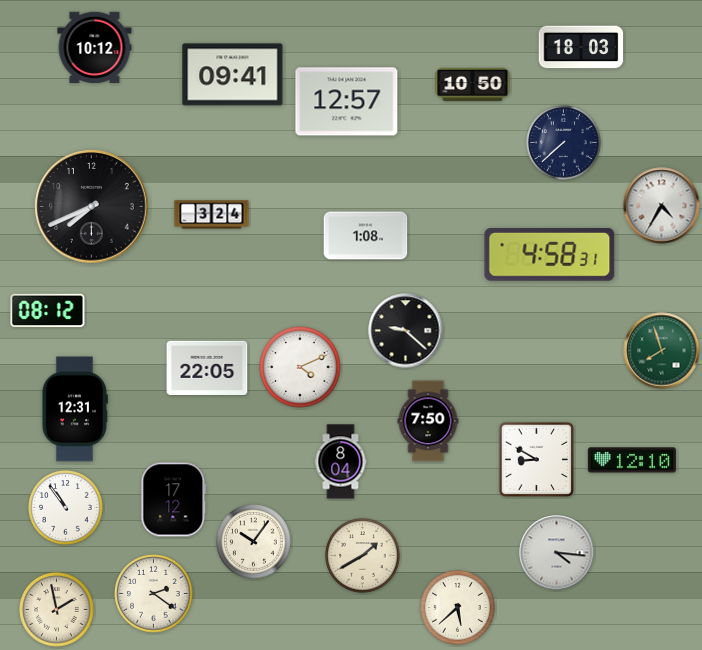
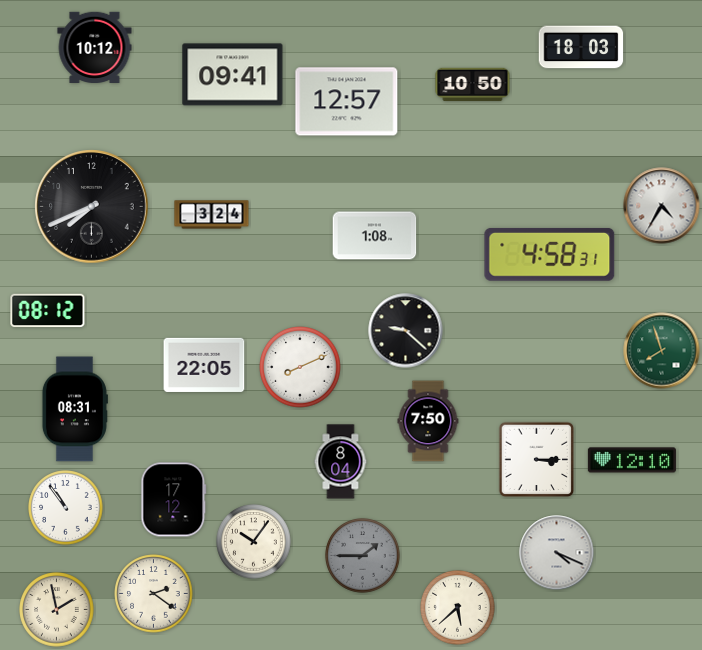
clock at (564, 143): 7:38 -> none
clock at (366, 236) position: (366, 236) -> (375, 236)
clock at (300, 367): 4:11 -> 8:11
clock at (207, 368) position: (207, 368) -> (204, 365)
clock at (74, 409): 12:31 -> 08:31
clock at (537, 460): 8:50 -> 3:15
clock at (557, 553): 4:16 -> 4:19
clock at (363, 556): 1:40 -> 1:45
clock at (363, 556) dial: cream -> grey
